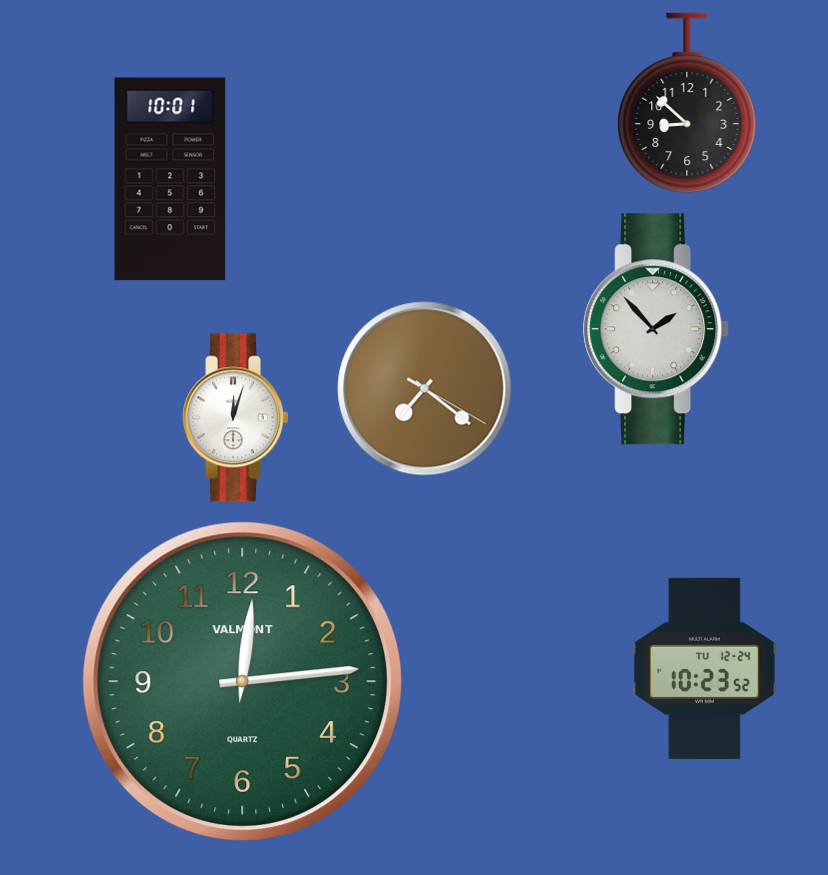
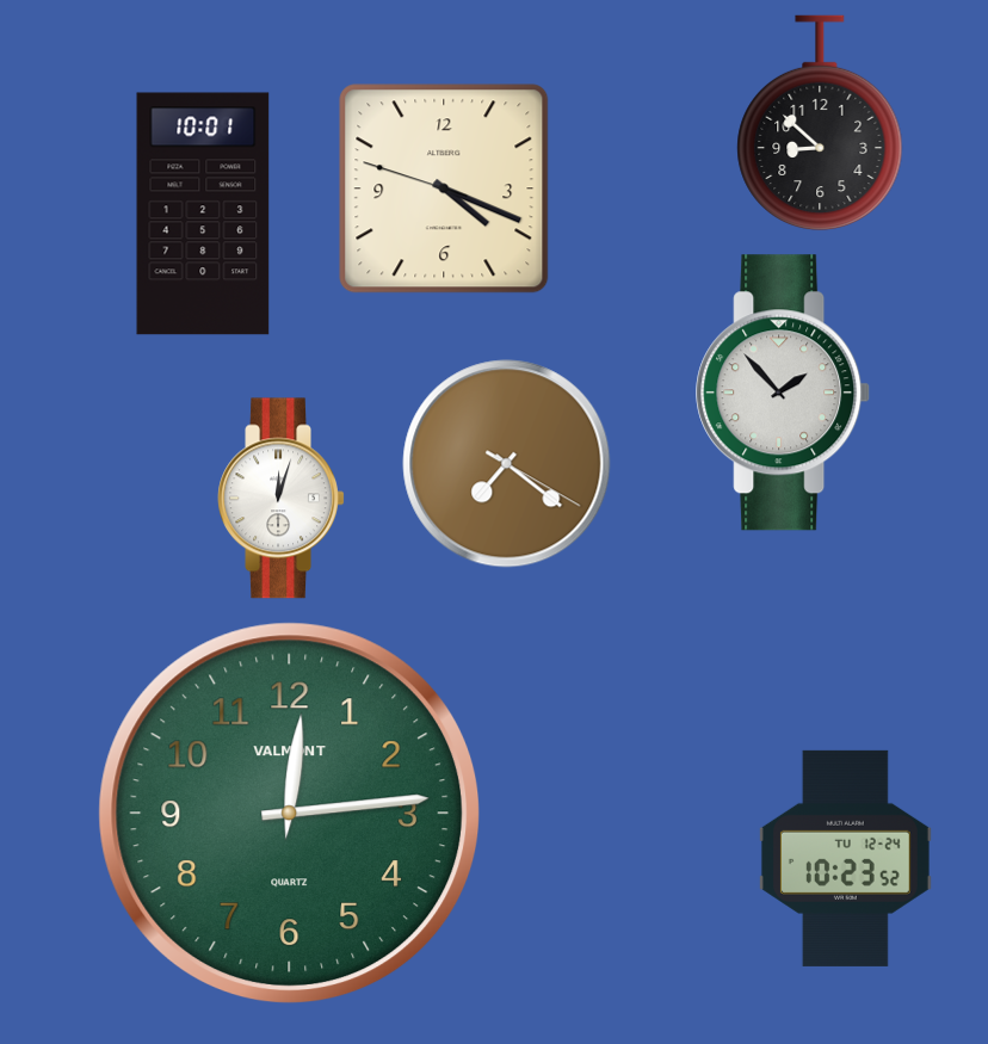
clock at (444, 189): none -> 4:18
clock at (704, 668) position: (704, 668) -> (845, 858)
